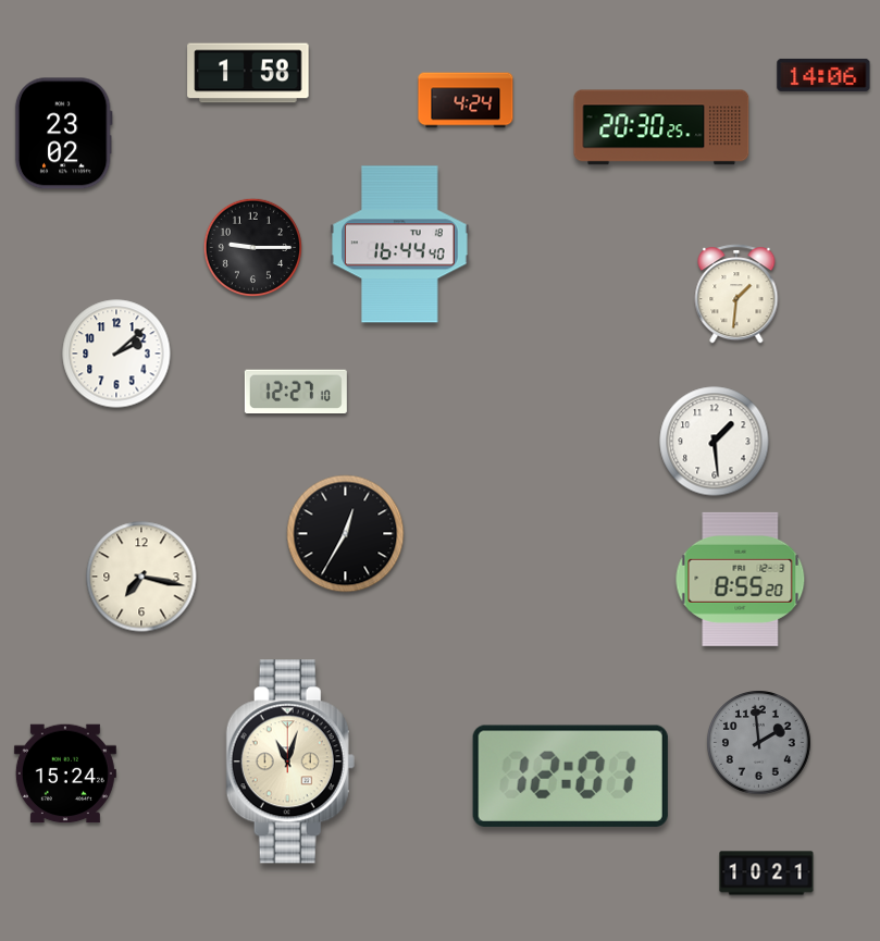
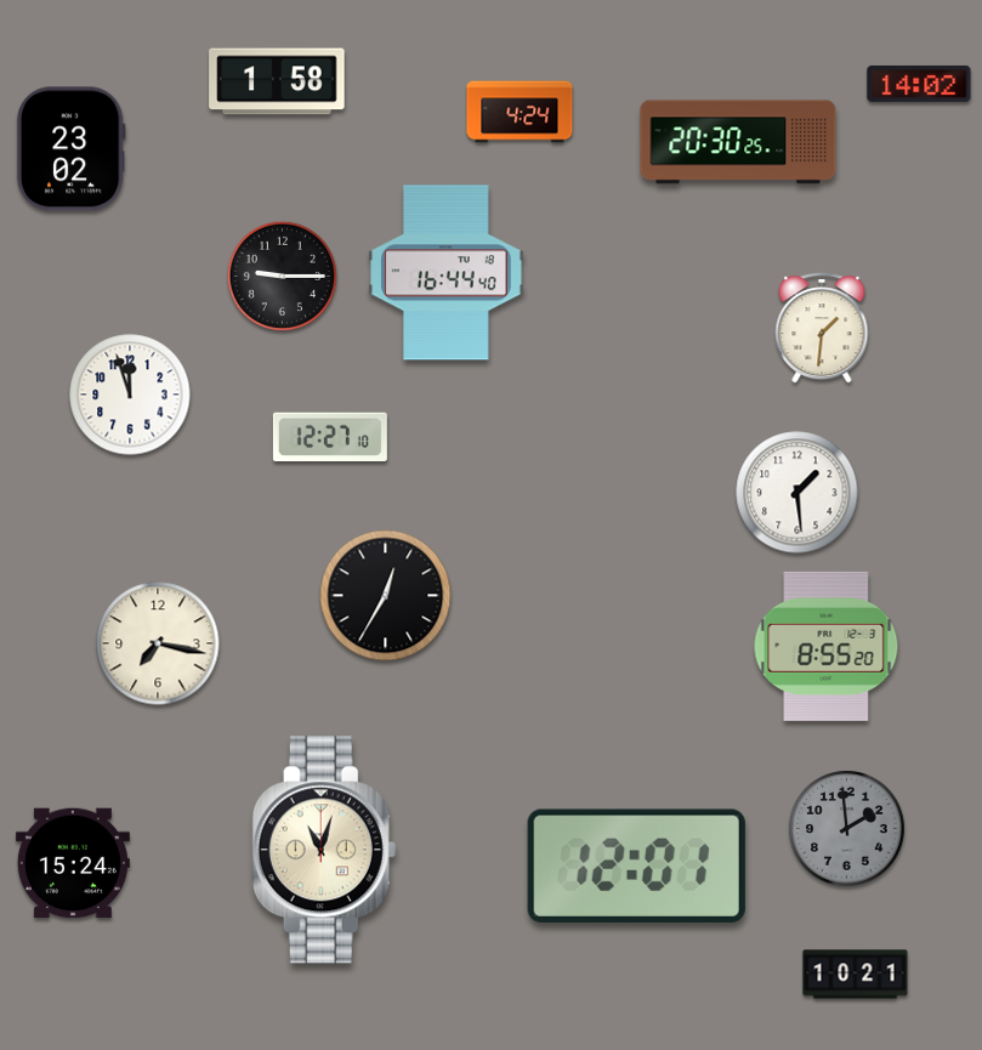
clock at (823, 75): 14:06 -> 14:02
clock at (116, 354): 2:08 -> 11:57
